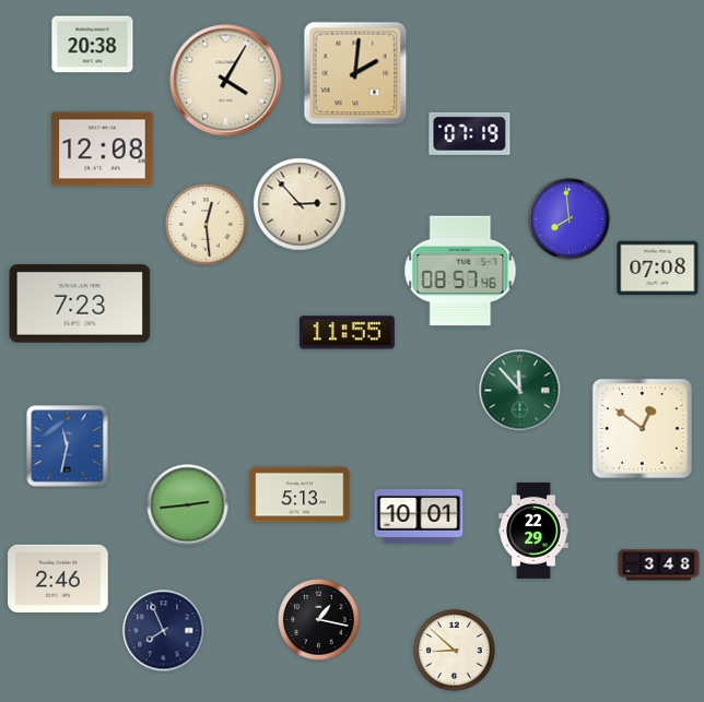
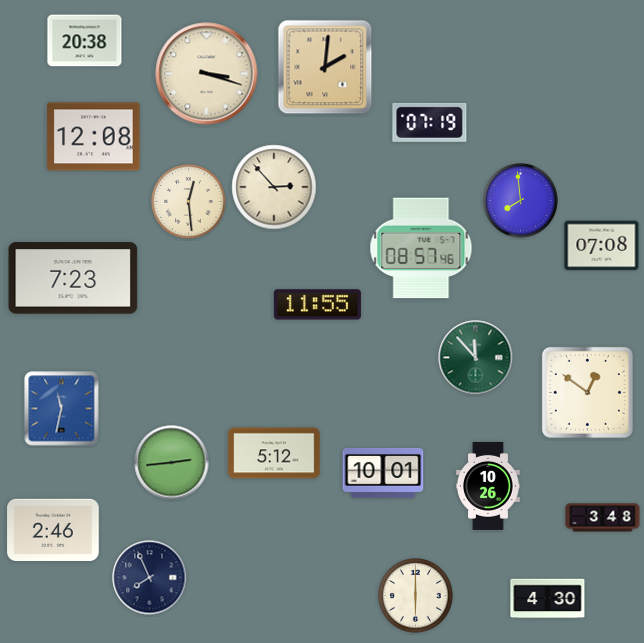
clock at (226, 81): 4:05 -> 3:18
clock at (207, 225) position: (207, 225) -> (189, 202)
clock at (300, 495): 5:13 -> 5:12
clock at (533, 531): 22:29 -> 10:26
clock at (319, 620): 1:17 -> none
clock at (455, 651): 8:52 -> 6:00
clock at (548, 599): none -> 4:30
